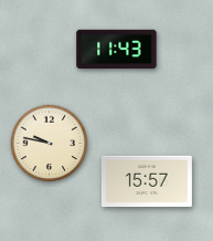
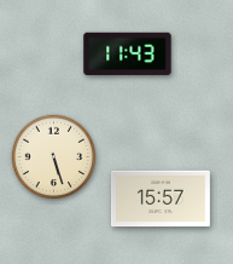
clock at (50, 144): 9:47 -> 5:27
